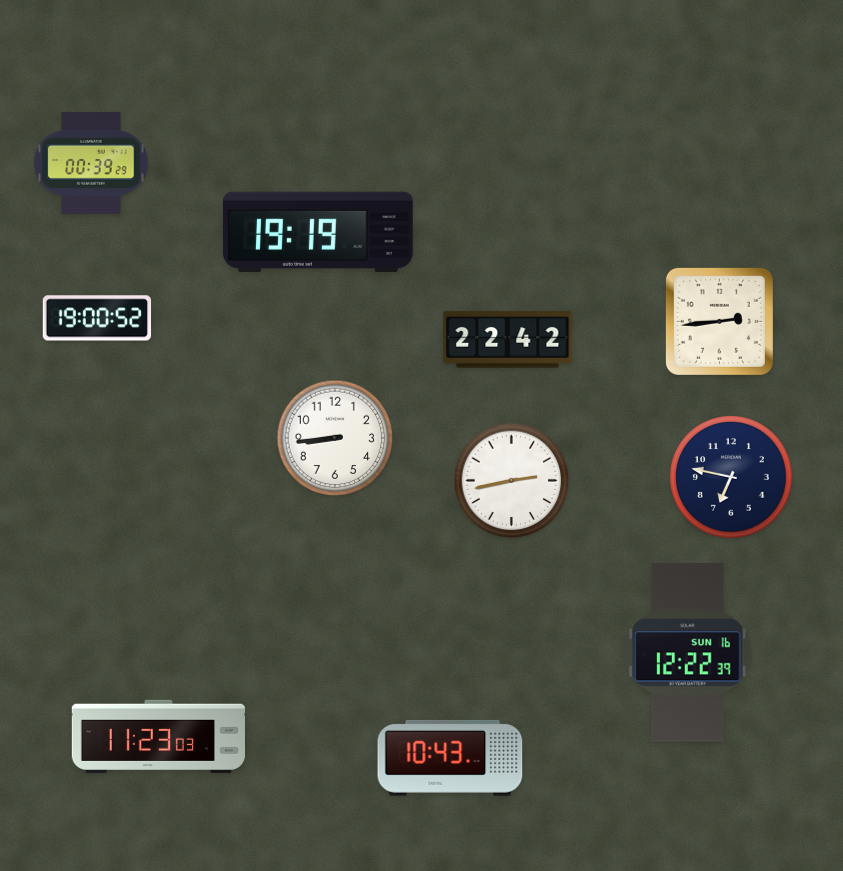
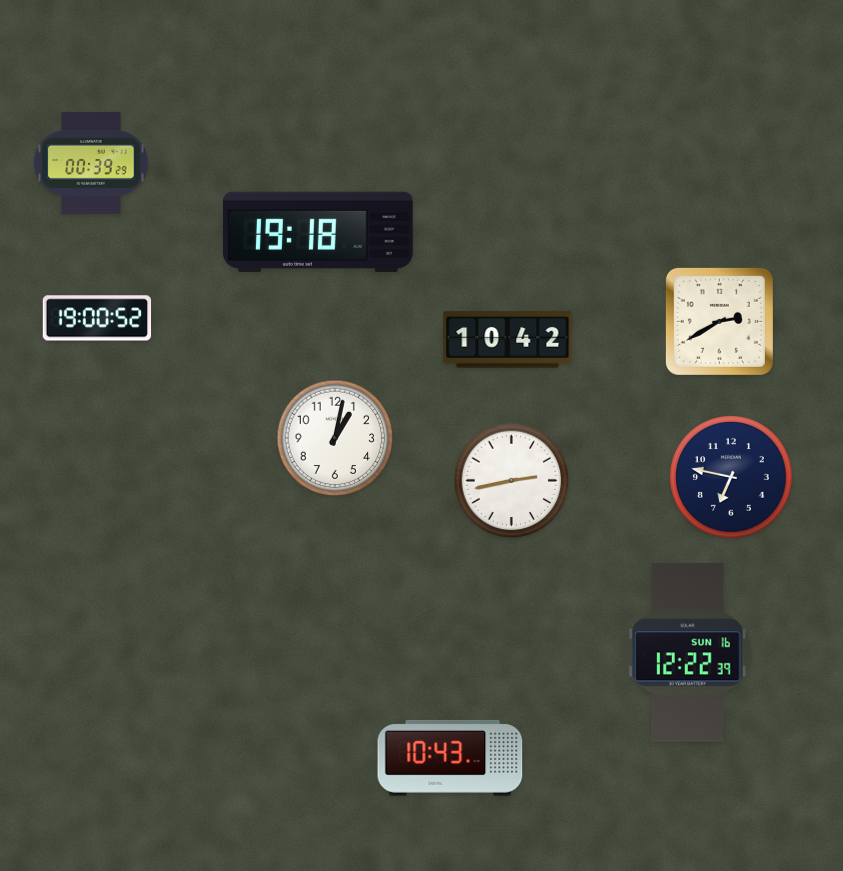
clock at (319, 231): 19:19 -> 19:18
clock at (719, 321): 2:44 -> 2:40
clock at (508, 340): 22:42 -> 10:42
clock at (335, 438): 8:44 -> 1:02
clock at (158, 736): 11:23 -> none
